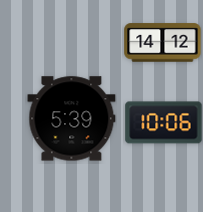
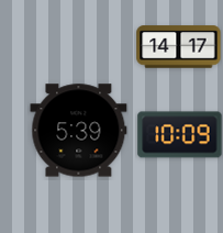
clock at (163, 43): 14:12 -> 14:17
clock at (164, 123): 10:06 -> 10:09
